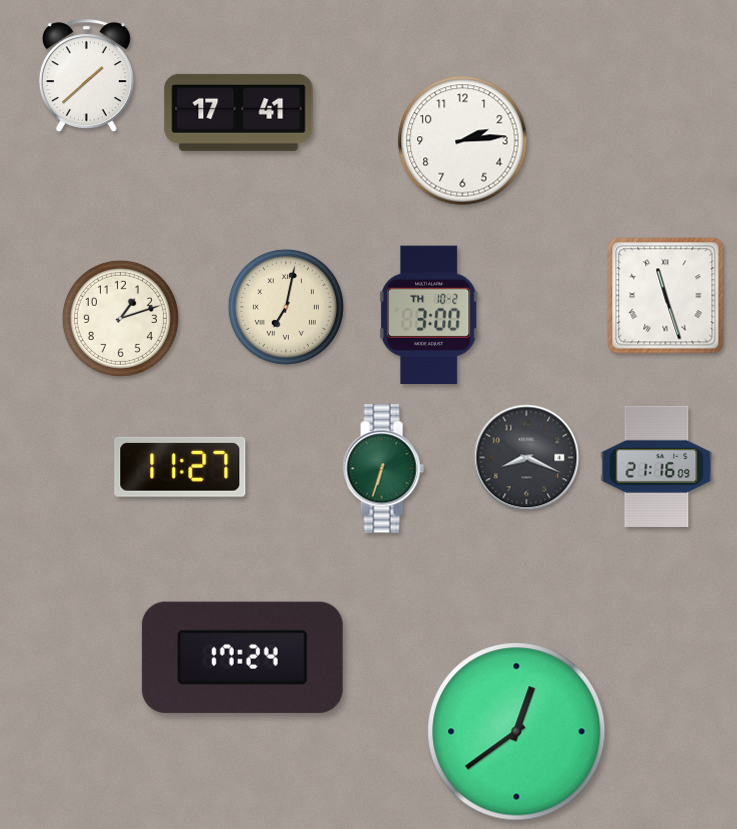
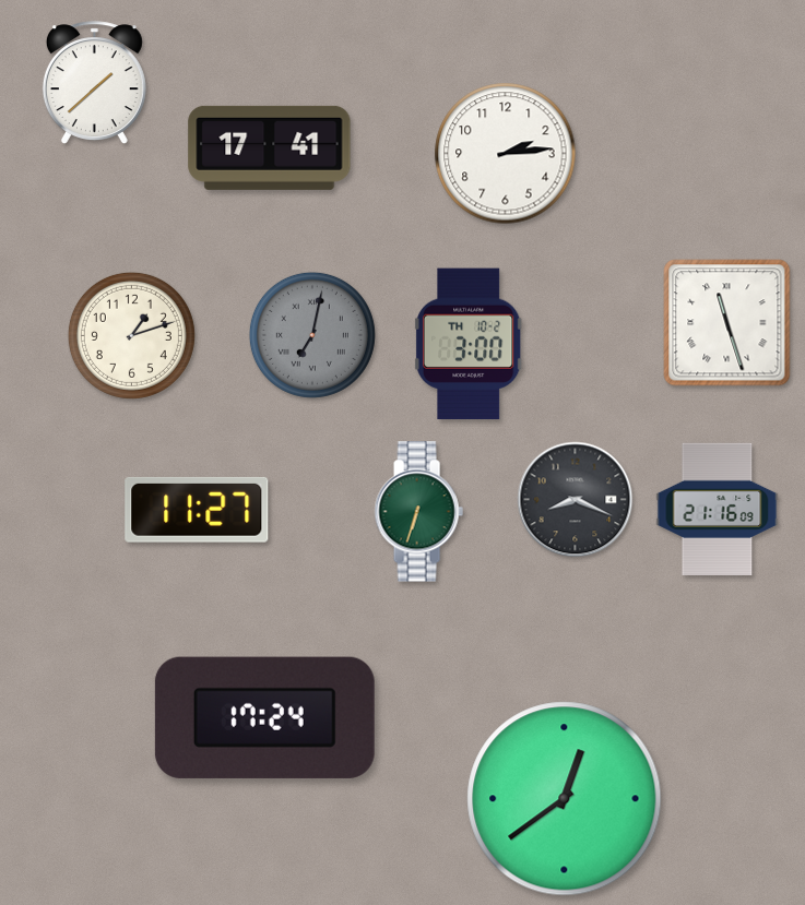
clock at (239, 112) position: (239, 112) -> (270, 147)
clock at (286, 307) dial: cream -> grey
clock at (120, 318) position: (120, 318) -> (131, 335)
